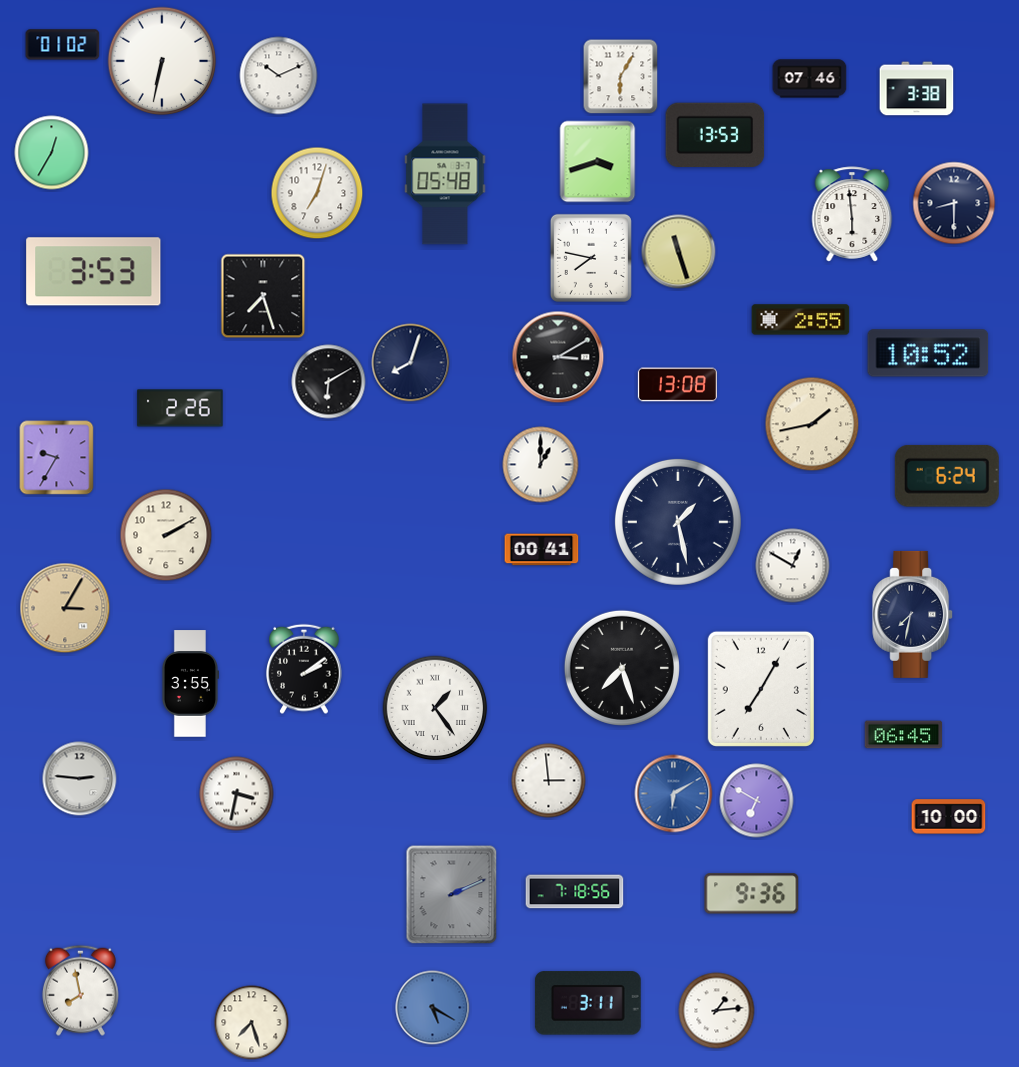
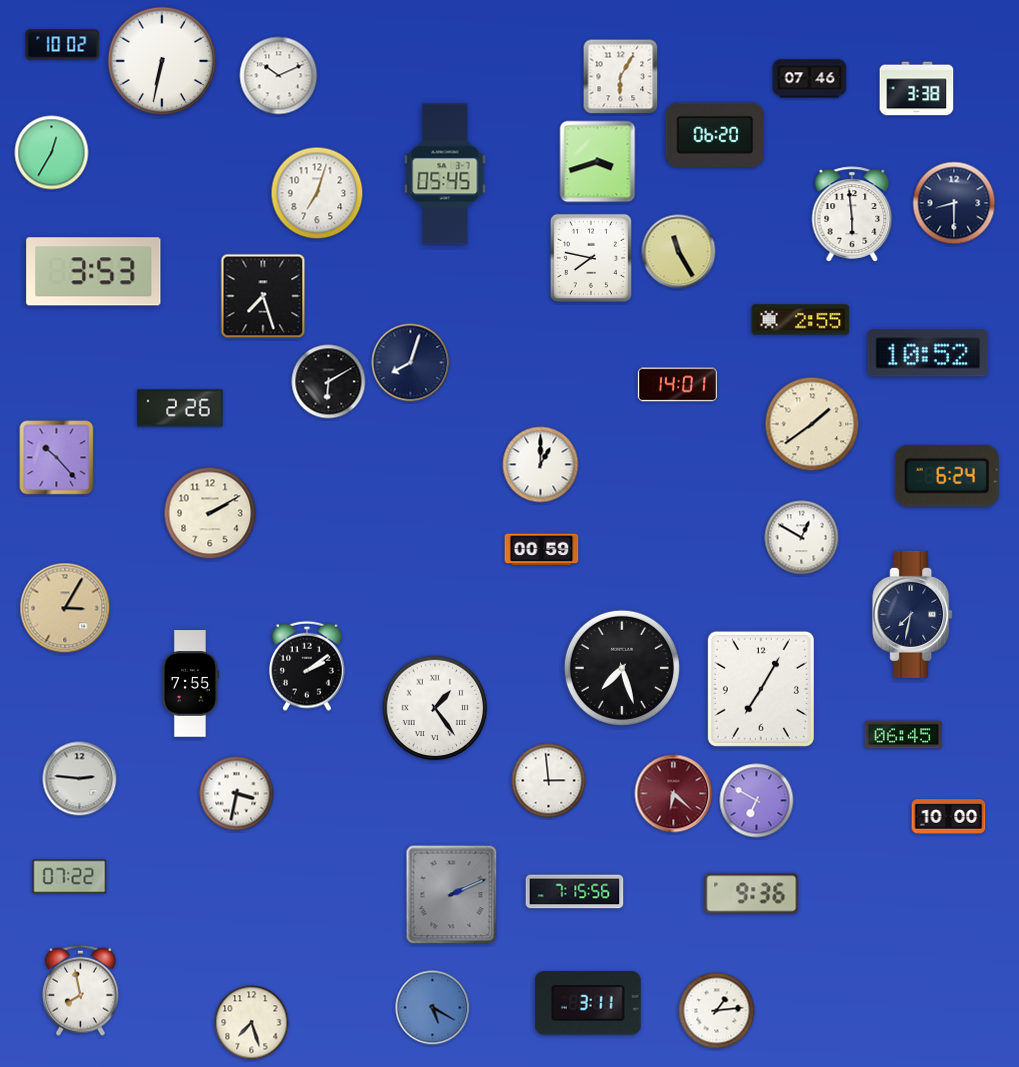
clock at (63, 45): 01:02 -> 10:02
clock at (715, 134): 13:53 -> 06:20
clock at (445, 174): 05:48 -> 05:45
clock at (679, 252): 11:27 -> 11:25
clock at (558, 357): 3:10 -> none
clock at (677, 385): 13:08 -> 14:01
clock at (812, 424): 1:43 -> 1:39
clock at (57, 458): 9:35 -> 10:23
clock at (678, 522): 1:28 -> none
clock at (166, 535) position: (166, 535) -> (210, 513)
clock at (542, 550): 00:41 -> 00:59
clock at (793, 566) position: (793, 566) -> (802, 538)
clock at (305, 669) position: (305, 669) -> (308, 666)
clock at (189, 684): 3:55 -> 7:55
clock at (674, 794): 6:10 -> 6:22
clock at (674, 794) dial: blue -> burgundy
clock at (70, 877): none -> 07:22
clock at (575, 892): 7:18 -> 7:15
